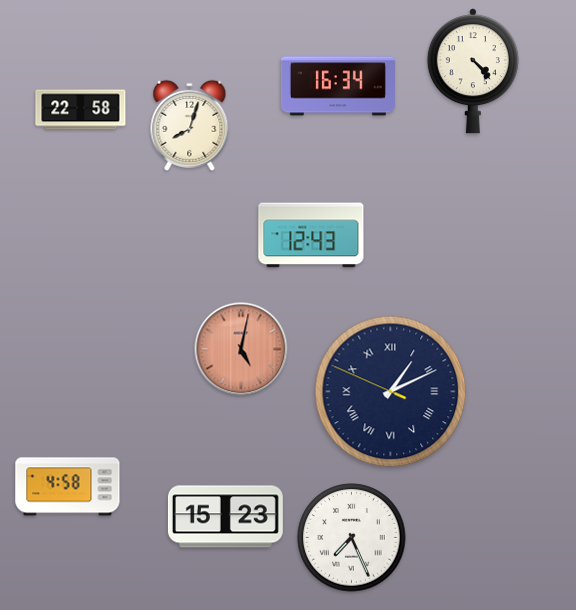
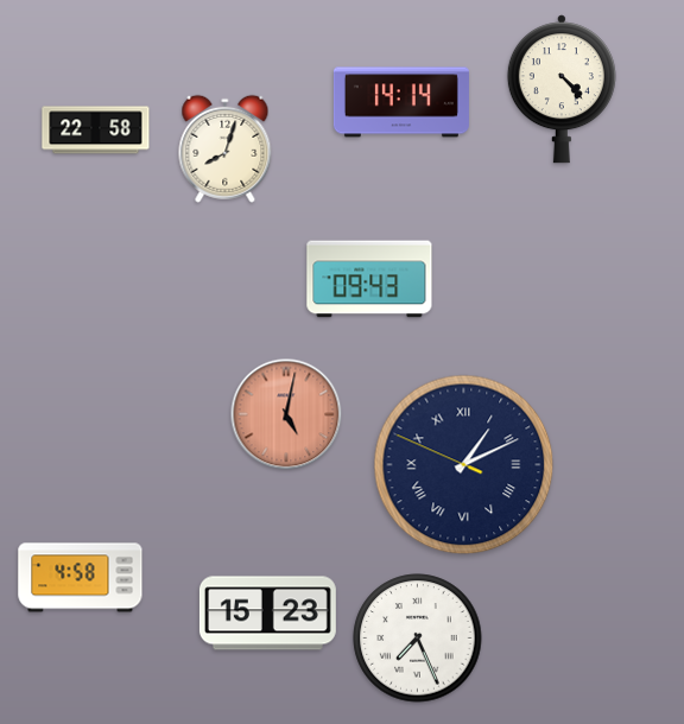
clock at (473, 71) position: (473, 71) -> (562, 89)
clock at (338, 86): 16:34 -> 14:14
clock at (311, 235): 12:43 -> 09:43
